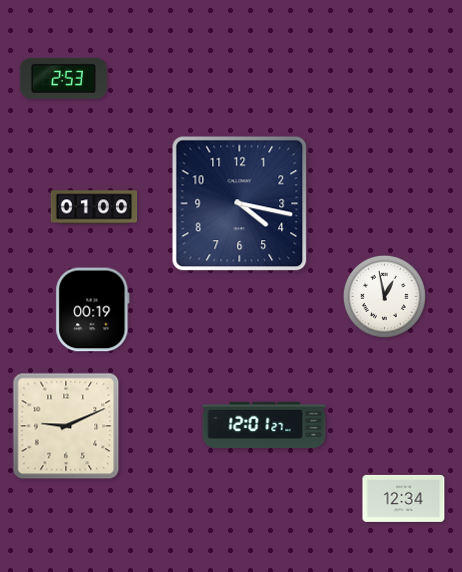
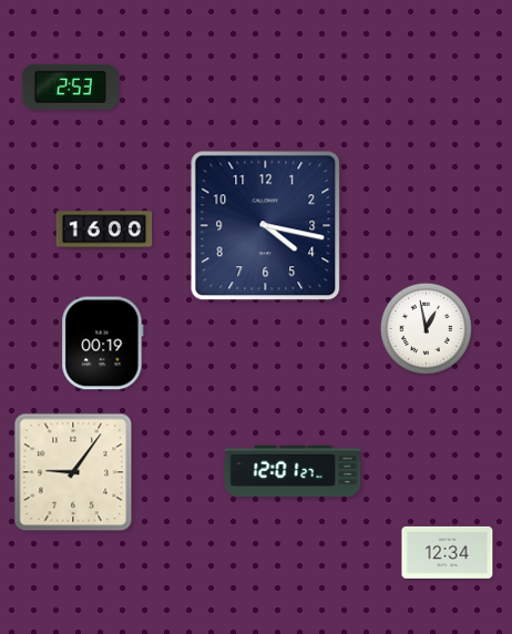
clock at (94, 207): 01:00 -> 16:00
clock at (66, 426): 9:11 -> 9:06
